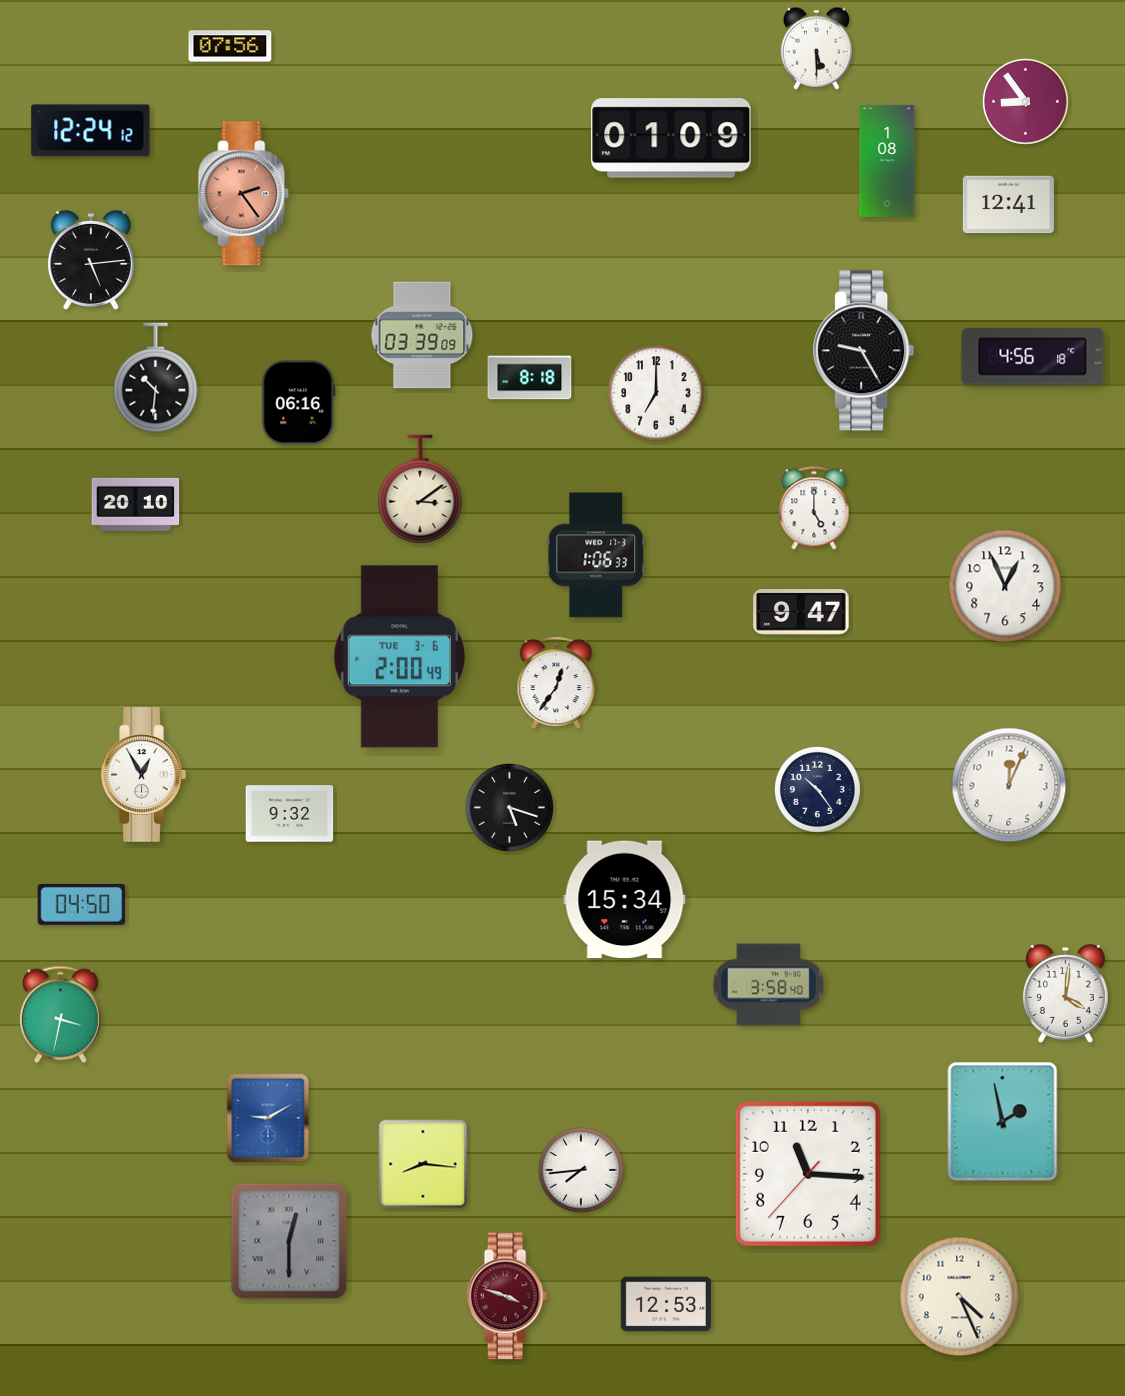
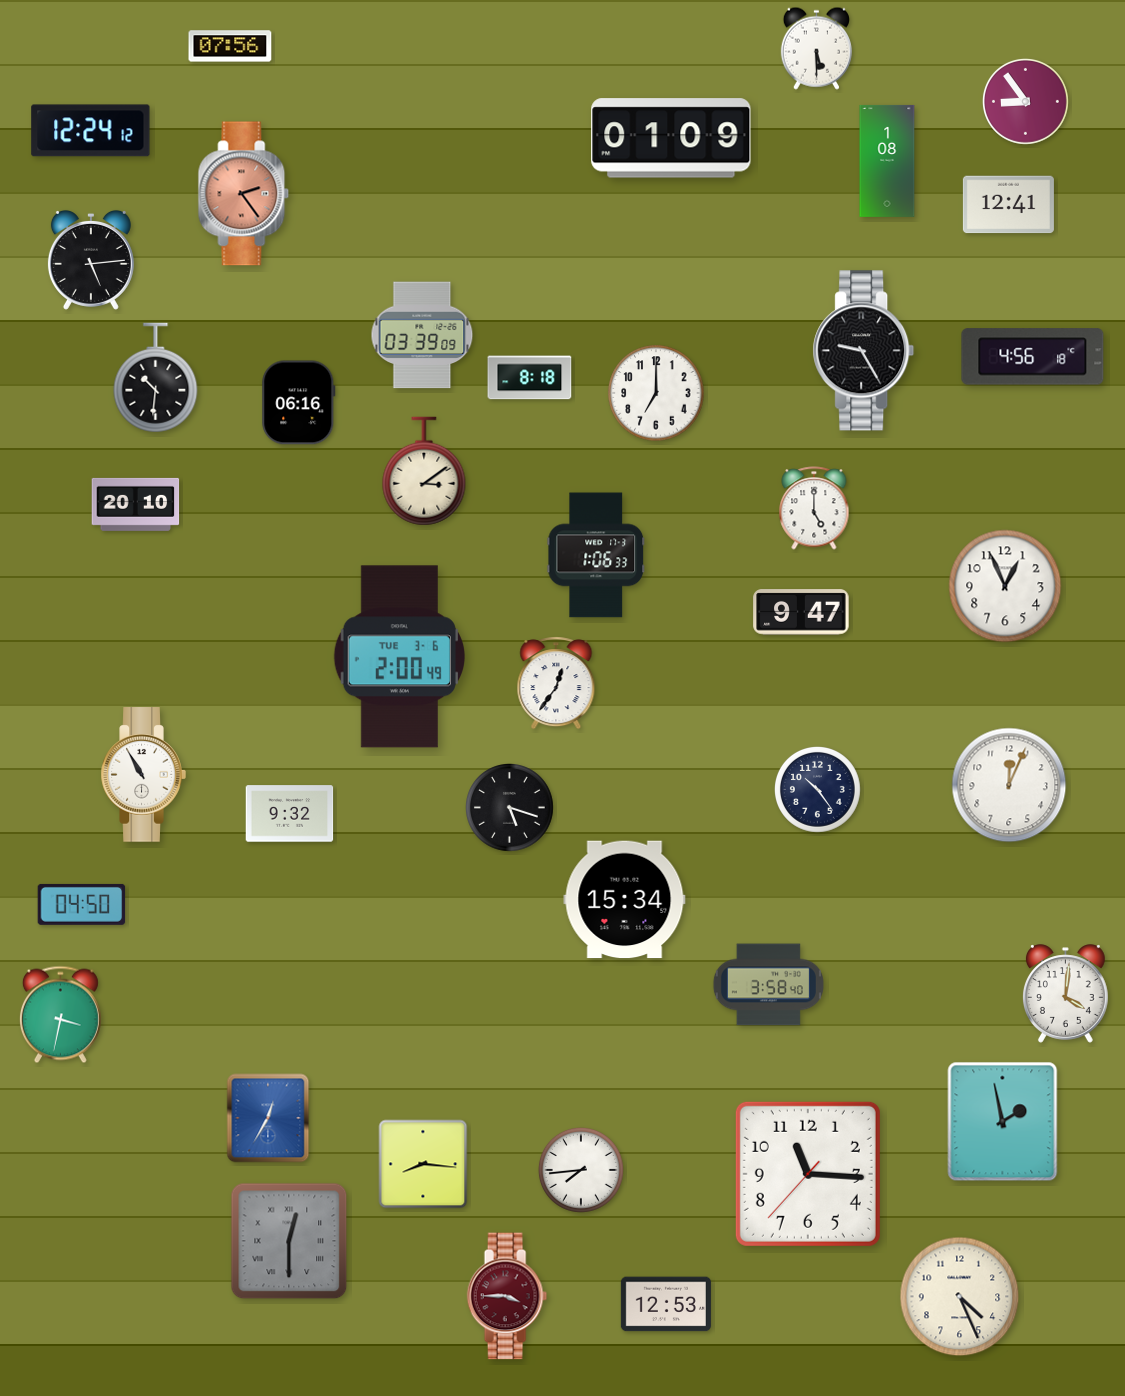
clock at (420, 489) position: (420, 489) -> (424, 471)
clock at (143, 775): 12:55 -> 10:55
clock at (268, 1118): 9:10 -> 12:35
clock at (507, 1296): 3:48 -> 3:45
